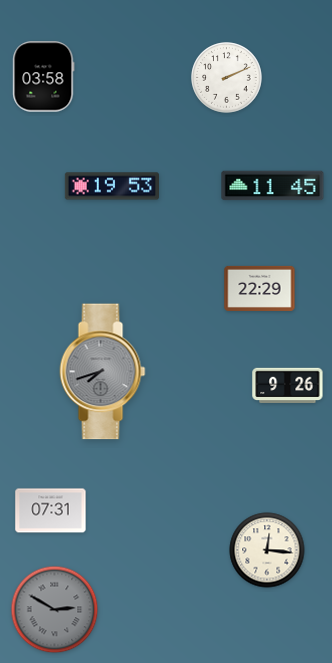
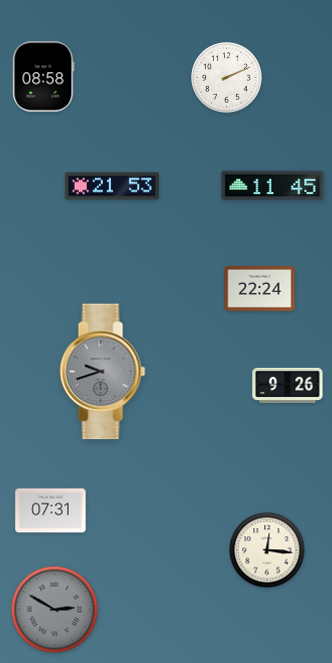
clock at (44, 77): 03:58 -> 08:58
clock at (111, 186): 19:53 -> 21:53
clock at (260, 288): 22:29 -> 22:24
clock at (103, 372): 7:42 -> 9:42
